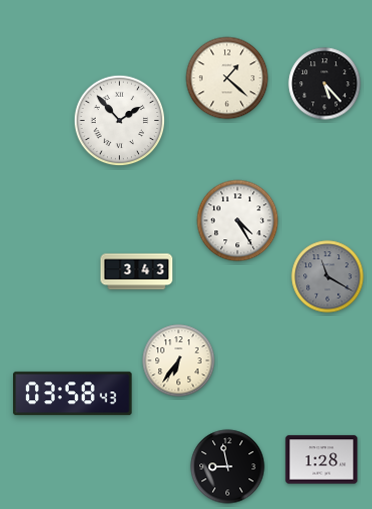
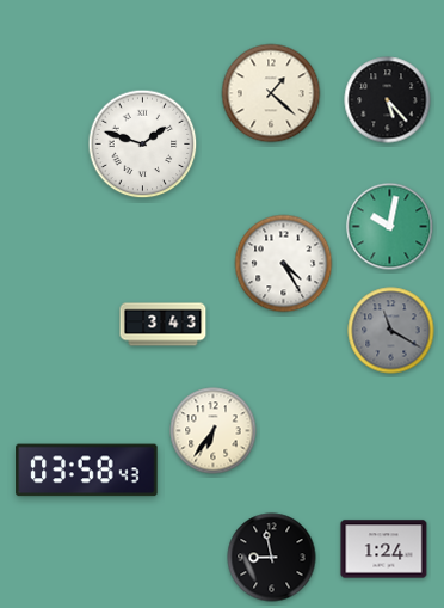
clock at (120, 121): 1:53 -> 1:48
clock at (390, 227): none -> 10:02
clock at (322, 460): 1:28 -> 1:24
